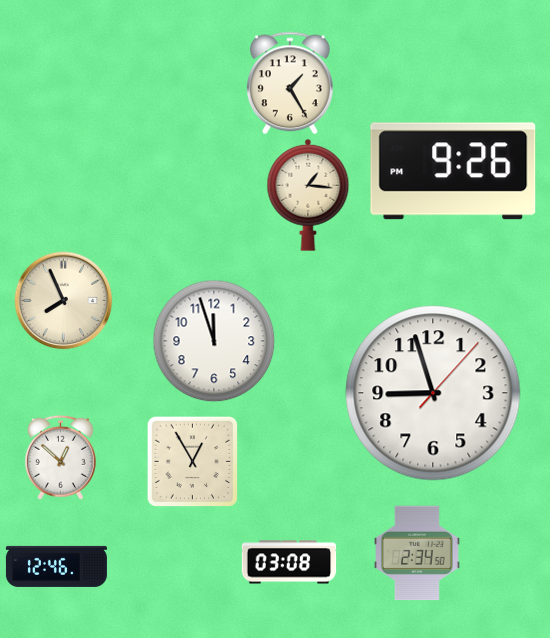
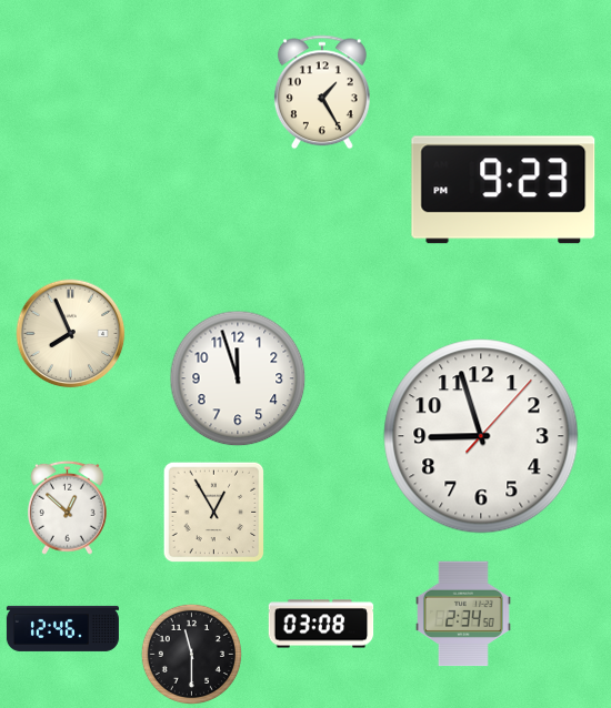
clock at (453, 171): 9:26 -> 9:23
clock at (308, 195): 1:16 -> none
clock at (191, 654): none -> 11:30
